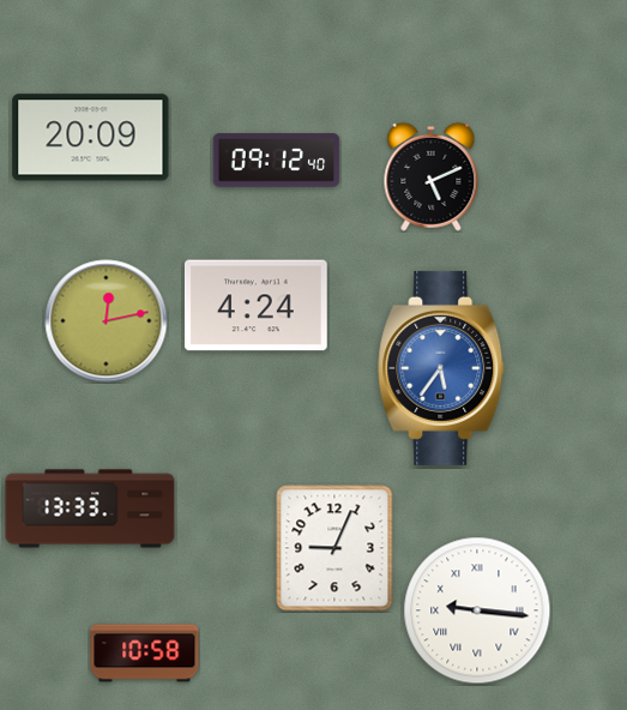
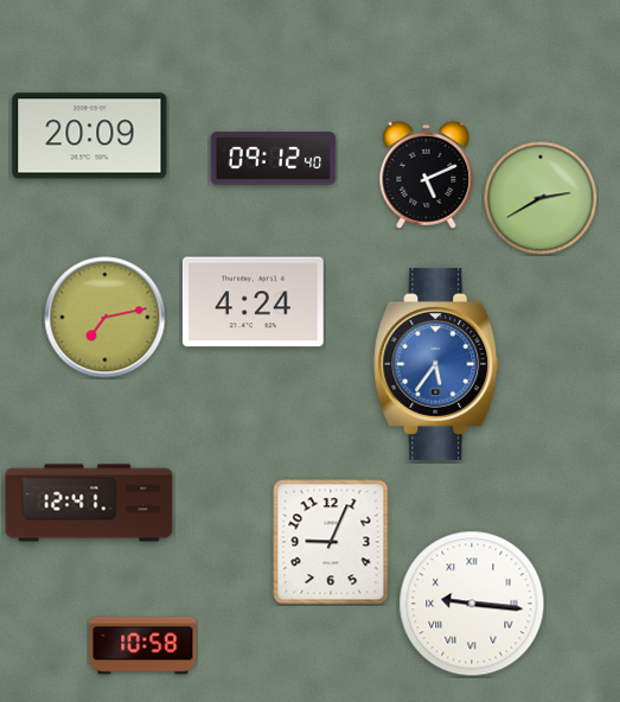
clock at (541, 198): none -> 2:40
clock at (107, 321): 12:13 -> 7:13
clock at (90, 509): 13:33 -> 12:41
